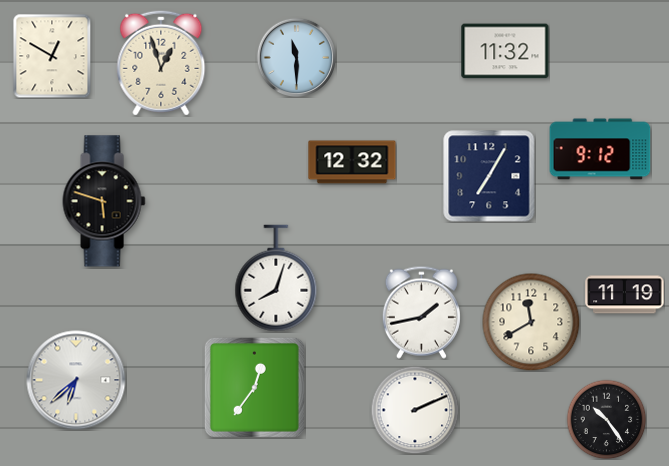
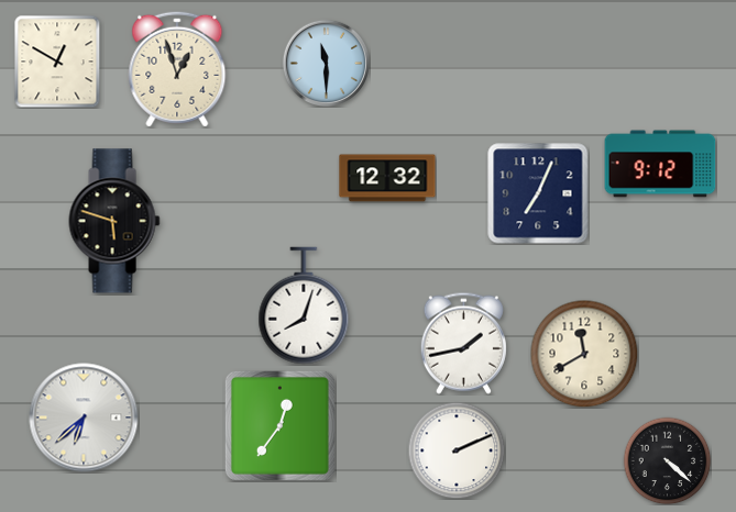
clock at (505, 51): 11:32 -> none
clock at (489, 176): 7:05 -> 7:04
clock at (625, 295): 11:19 -> none
clock at (606, 419): 10:24 -> 4:22
